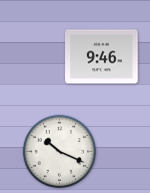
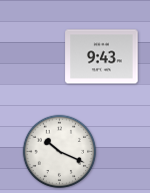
clock at (102, 57): 9:46 -> 9:43
